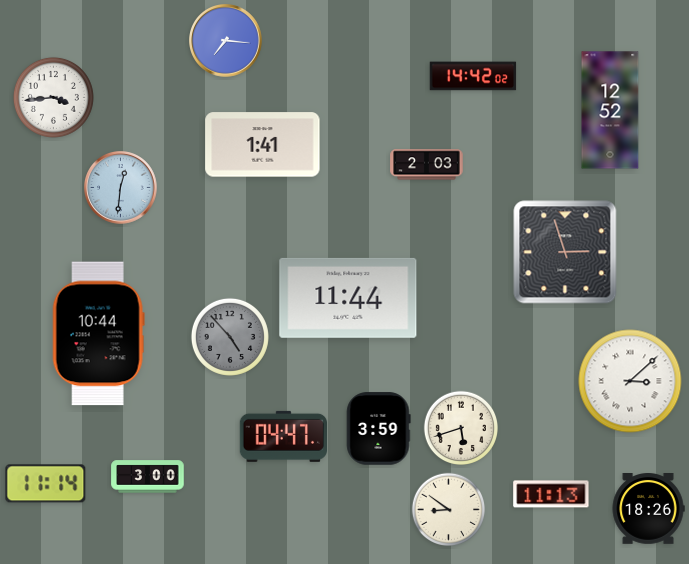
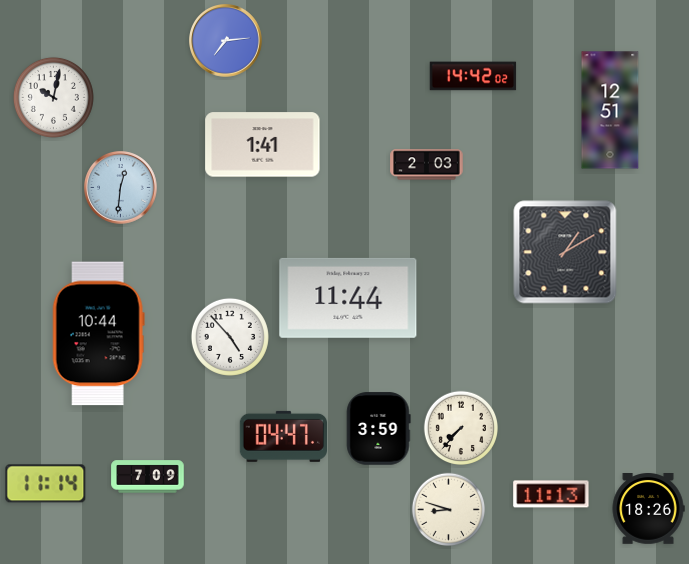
clock at (226, 41): 7:16 -> 7:14
clock at (53, 97): 3:44 -> 10:02
clock at (610, 110): 12:52 -> 12:51
clock at (565, 252): 2:57 -> 1:10
clock at (230, 337) dial: grey -> white
clock at (630, 381): 3:08 -> none
clock at (460, 427): 5:42 -> 7:37
clock at (148, 477): 3:00 -> 7:09
clock at (449, 510): 8:51 -> 8:48
